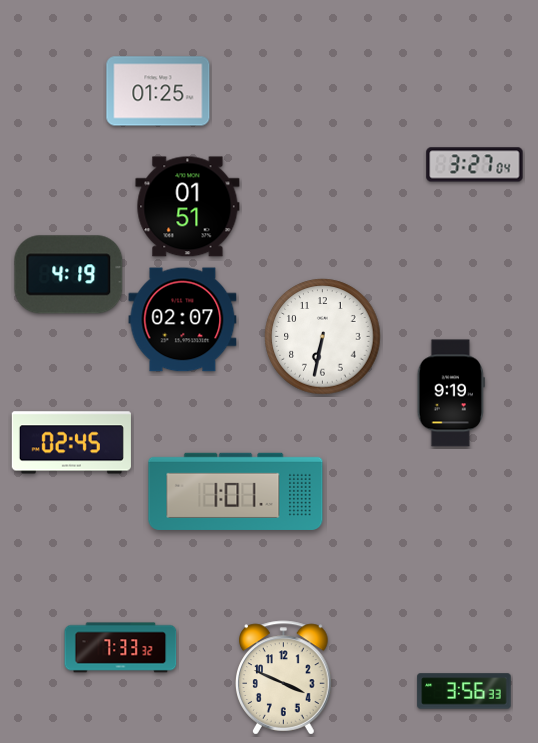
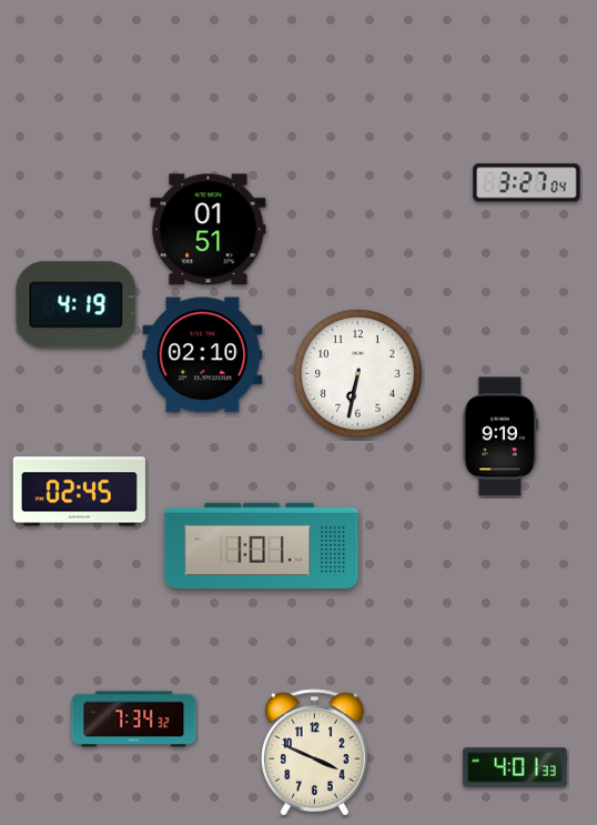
clock at (158, 91): 01:25 -> none
clock at (183, 320): 02:07 -> 02:10
clock at (121, 648): 7:33 -> 7:34
clock at (464, 691): 3:56 -> 4:01
